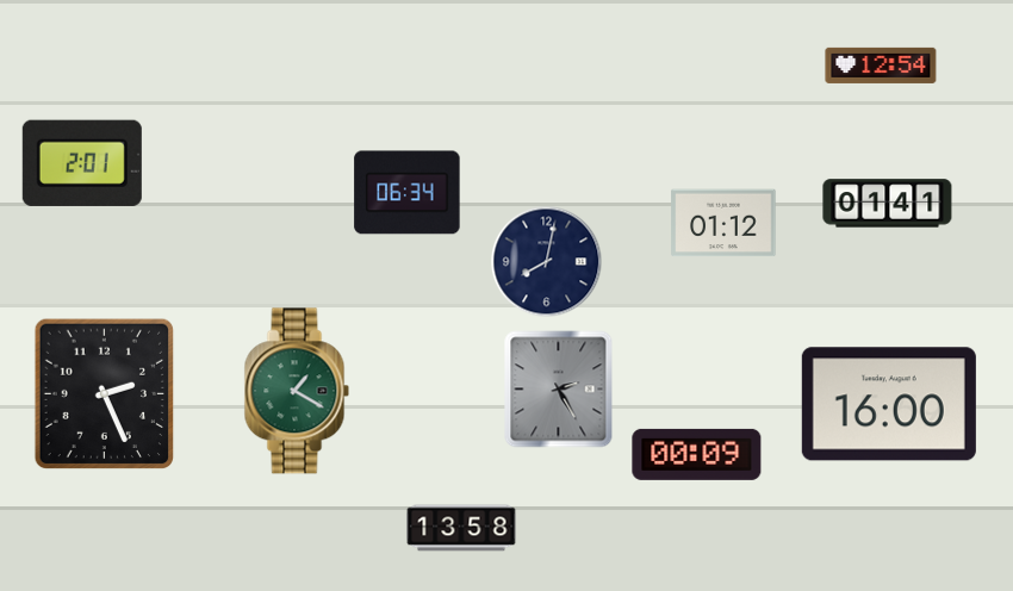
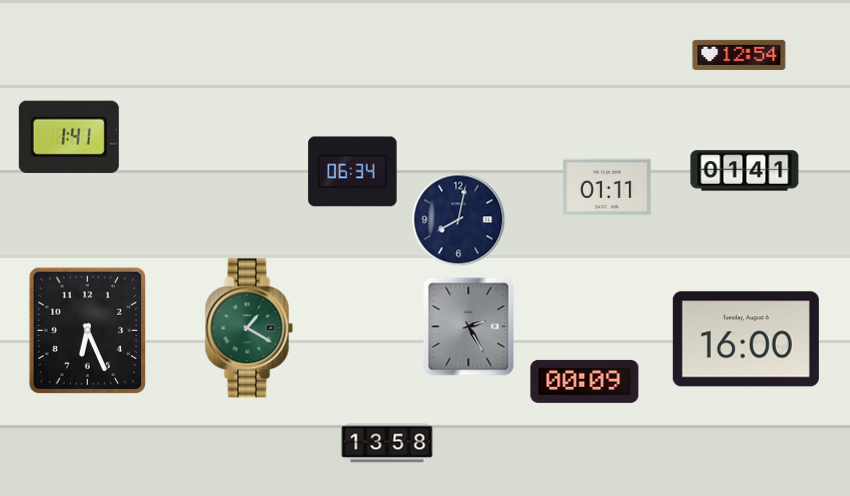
clock at (82, 163): 2:01 -> 1:41
clock at (408, 193) position: (408, 193) -> (353, 172)
clock at (723, 223): 01:12 -> 01:11
clock at (105, 394): 2:26 -> 6:26
